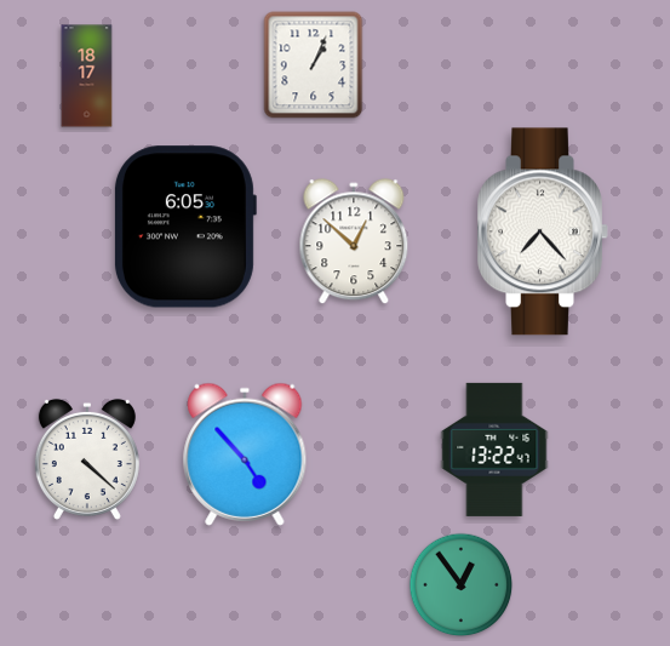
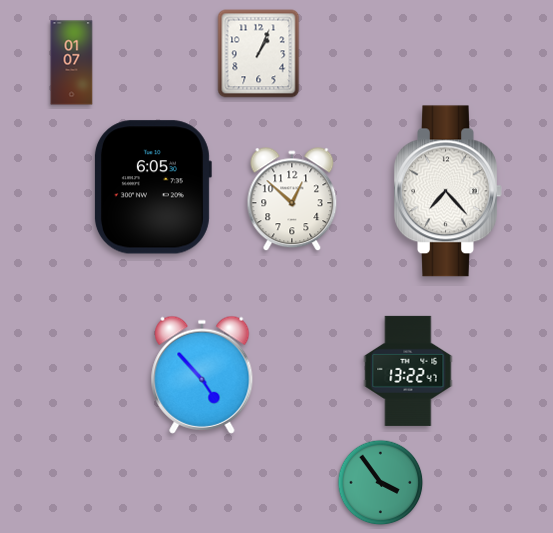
clock at (87, 76): 18:17 -> 01:07
clock at (87, 459): 4:22 -> none
clock at (462, 585): 12:54 -> 3:54
